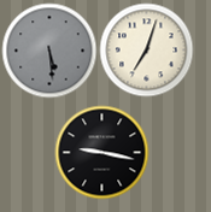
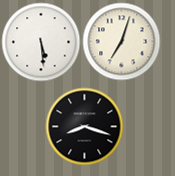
clock at (49, 51) dial: grey -> white
clock at (101, 152): 9:17 -> 8:18
